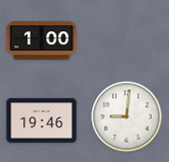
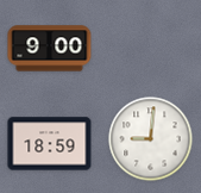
clock at (42, 41): 1:00 -> 9:00
clock at (42, 121): 19:46 -> 18:59
